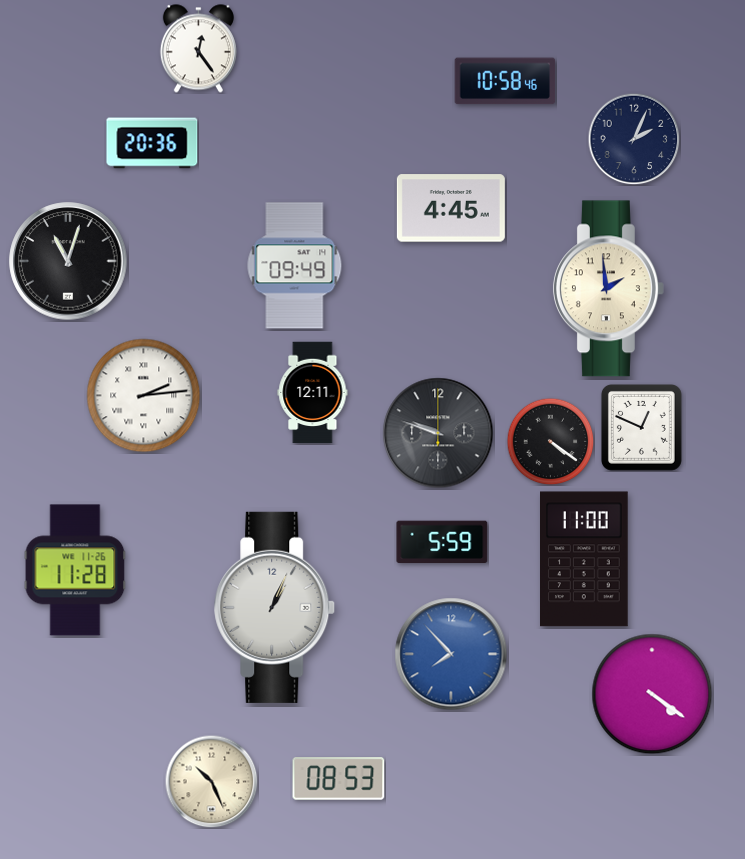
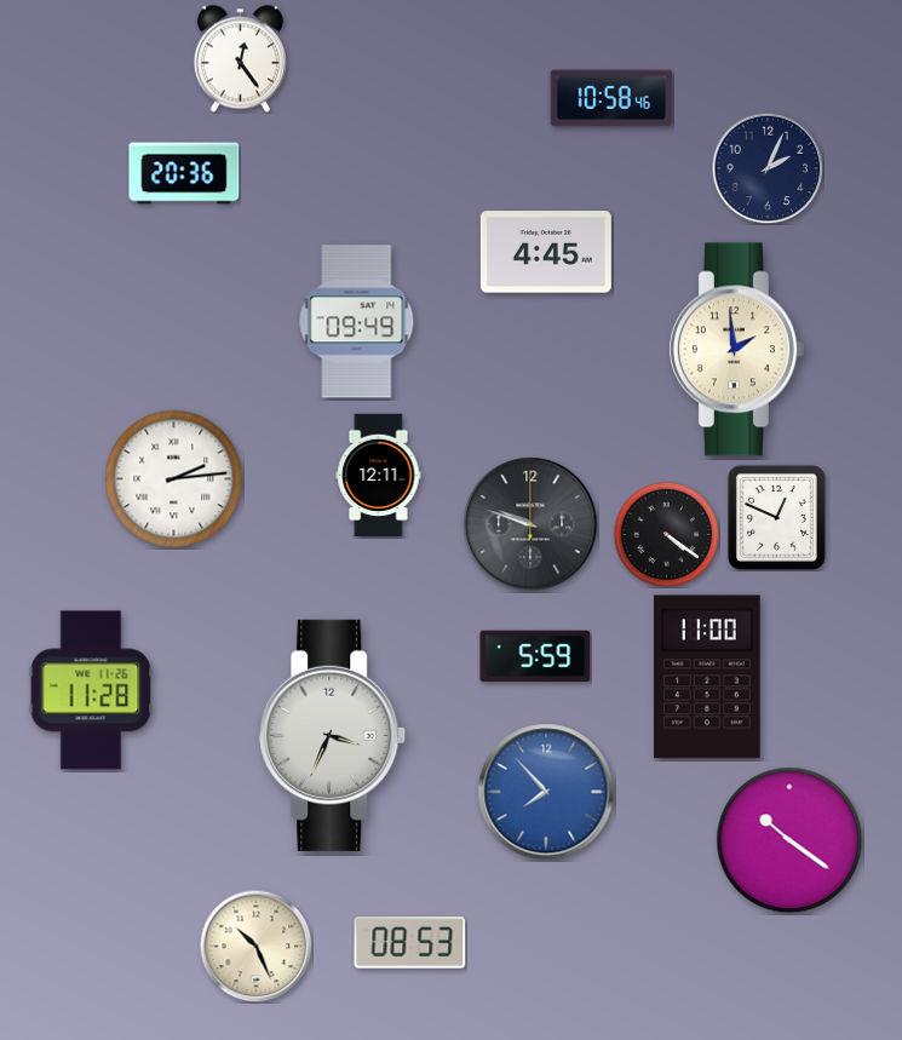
clock at (68, 261): 11:03 -> none
clock at (275, 607): 1:04 -> 3:34
clock at (652, 694): 4:21 -> 10:21
